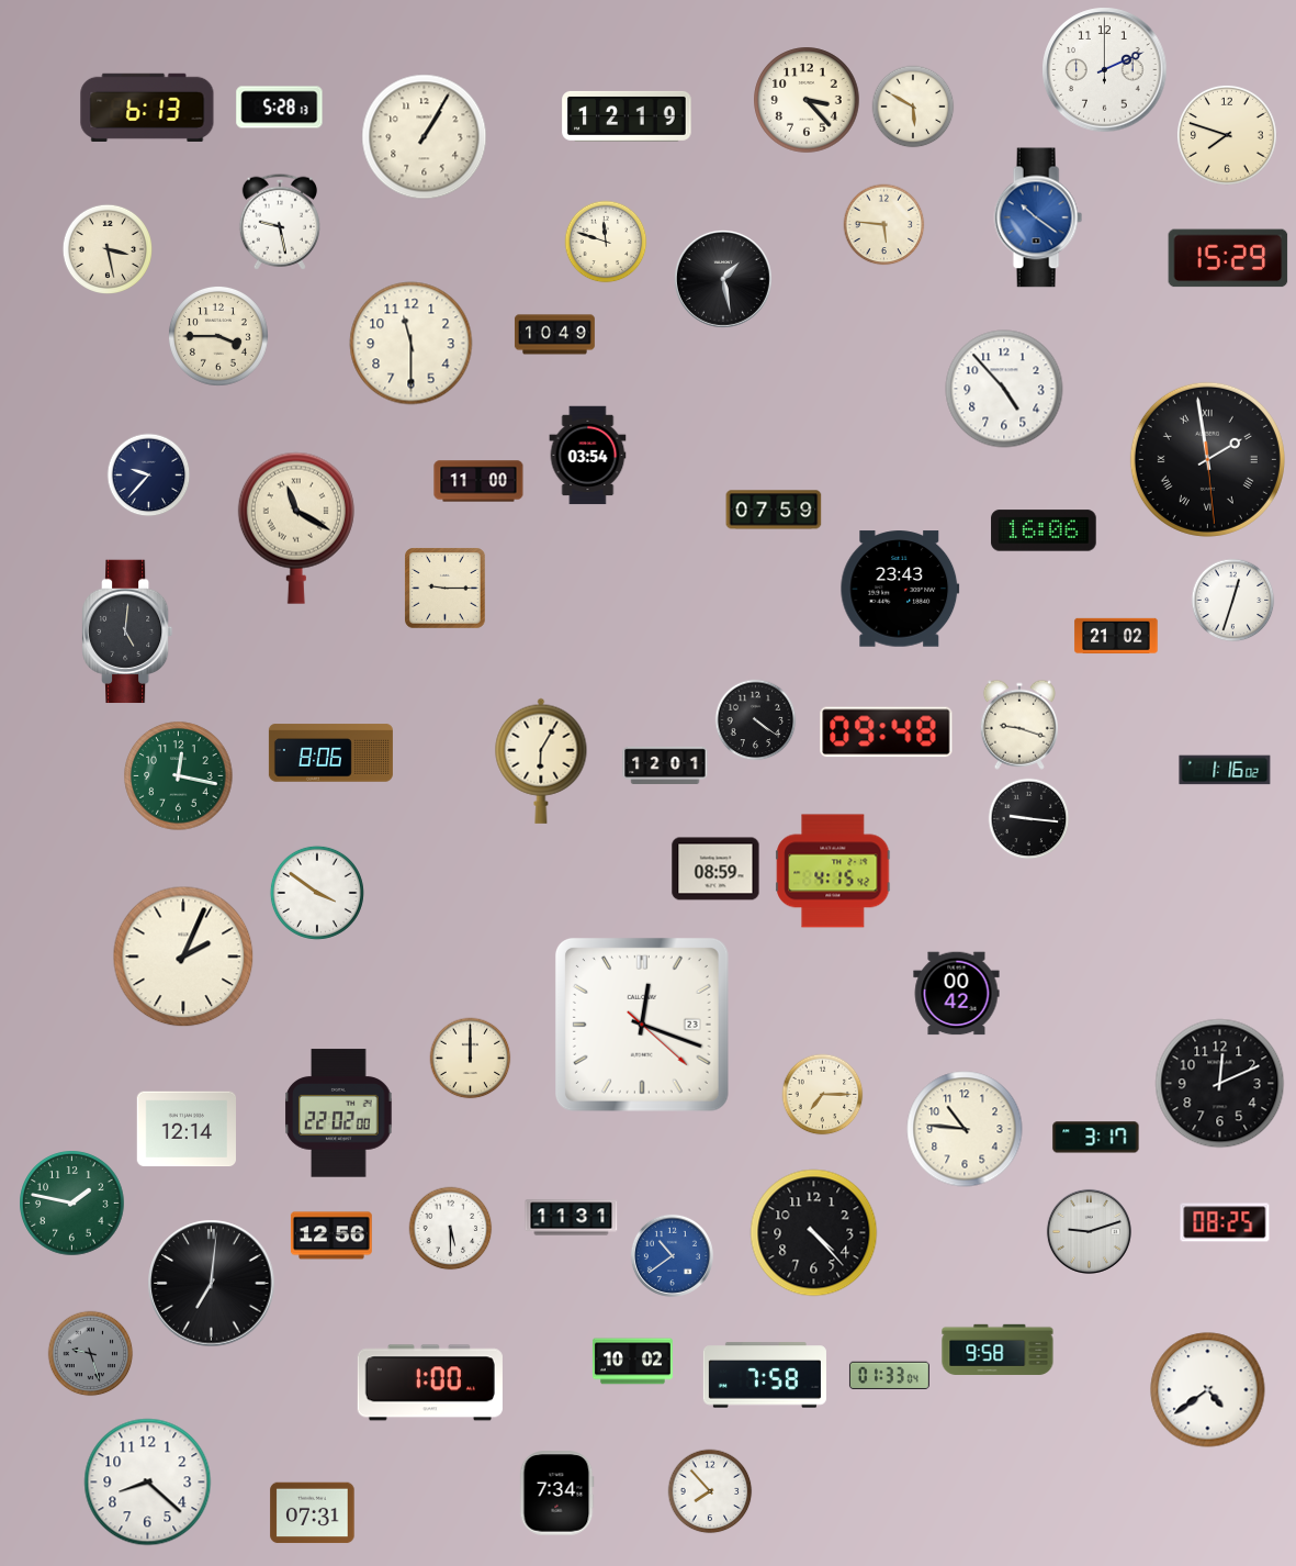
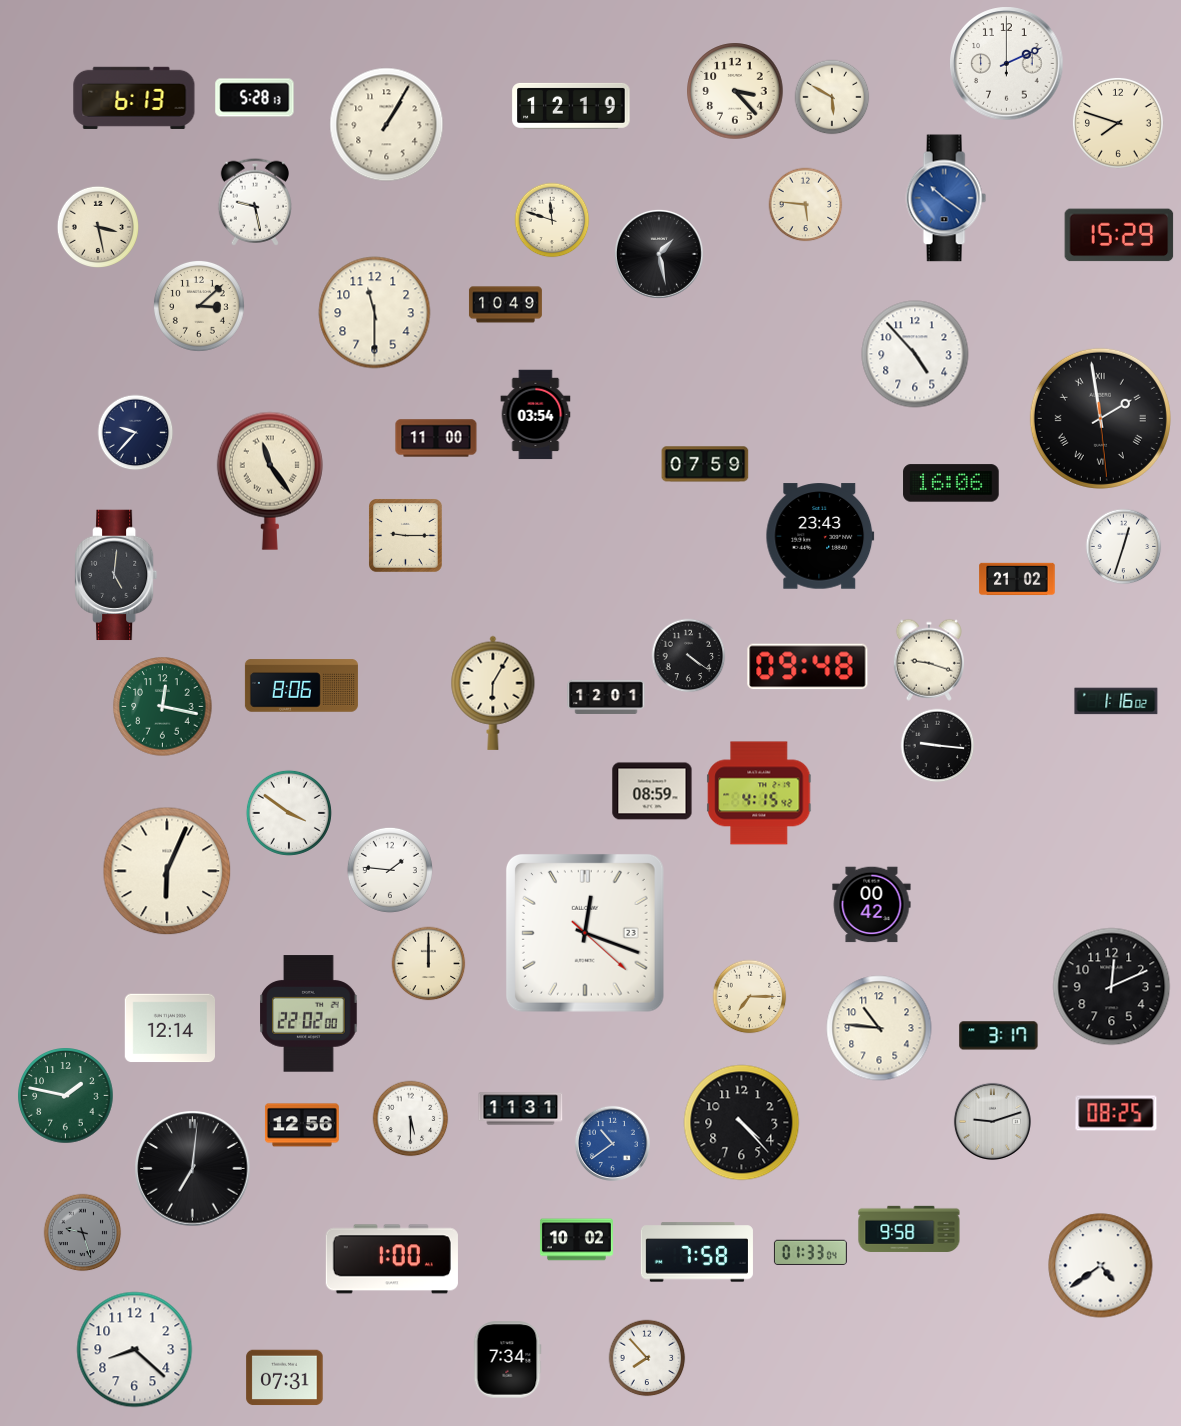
clock at (219, 337): 3:45 -> 3:08
clock at (296, 528): 11:20 -> 11:24
clock at (390, 870): none -> 1:46
clock at (183, 957): 2:04 -> 6:04
